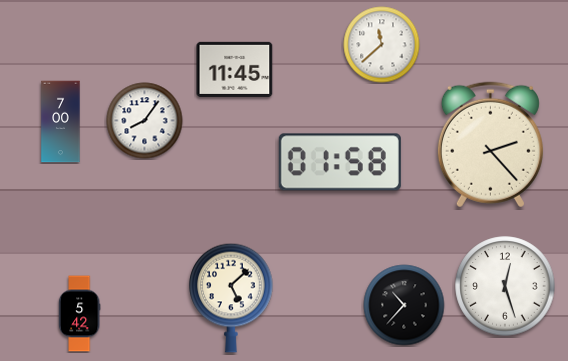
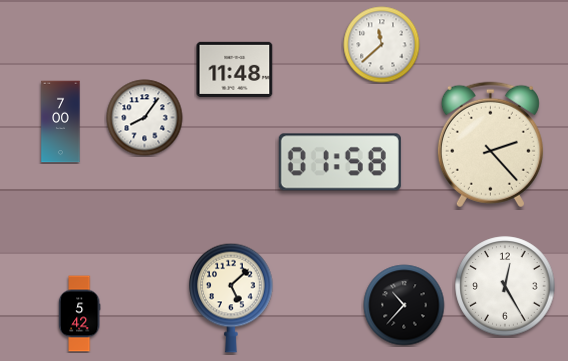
clock at (235, 69): 11:45 -> 11:48
clock at (145, 121) position: (145, 121) -> (145, 118)
clock at (505, 286): 12:27 -> 12:25
